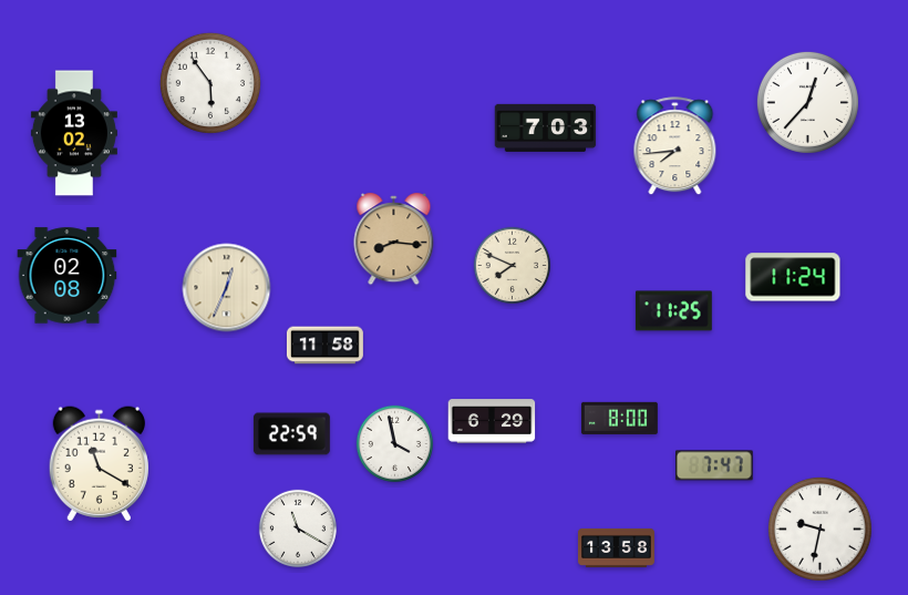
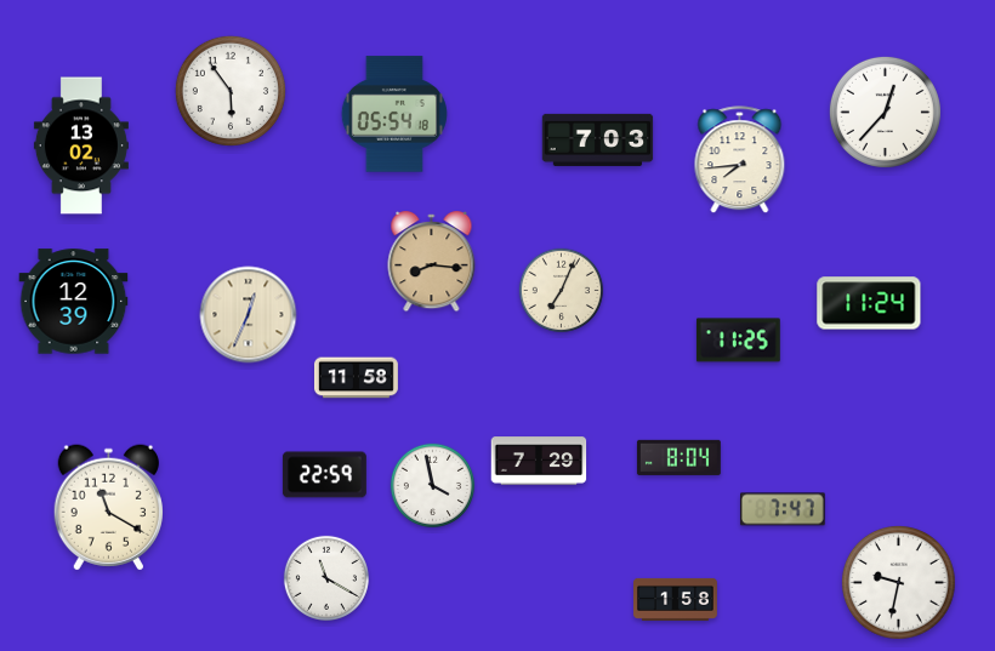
clock at (394, 114): none -> 05:54
clock at (513, 266): 7:49 -> 7:04
clock at (68, 276): 02:08 -> 12:39
clock at (619, 418): 8:00 -> 8:04
clock at (492, 421): 6:29 -> 7:29
clock at (291, 434) position: (291, 434) -> (324, 475)
clock at (821, 530) position: (821, 530) -> (899, 583)
clock at (617, 547): 13:58 -> 1:58
